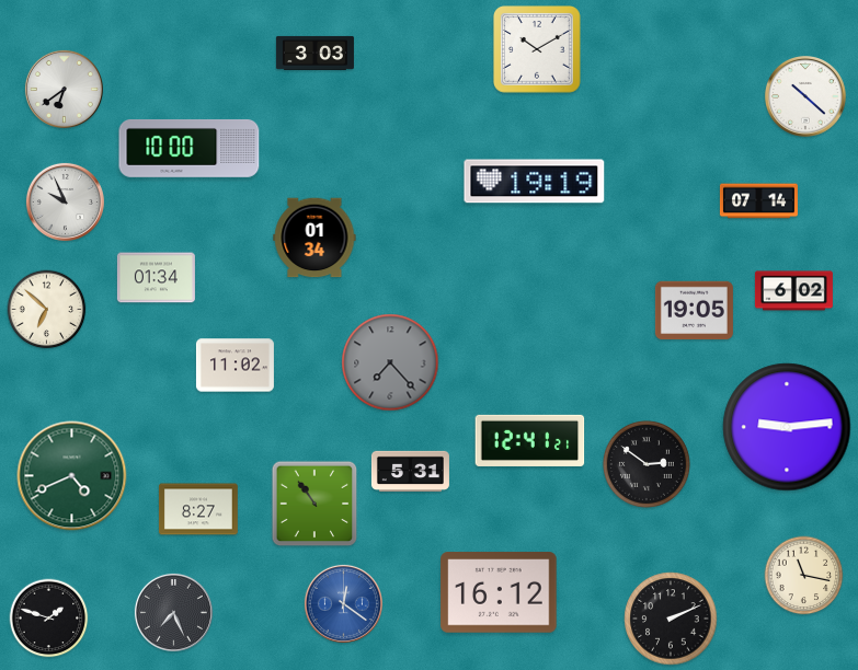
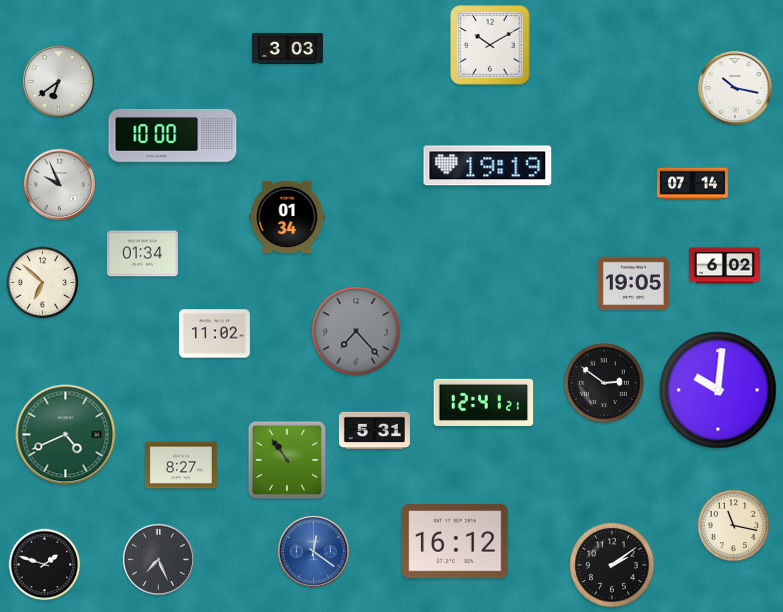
clock at (805, 96): 10:22 -> 10:17
clock at (787, 427): 9:14 -> 10:01
clock at (647, 464) position: (647, 464) -> (604, 383)
clock at (671, 619): 2:11 -> 2:09
